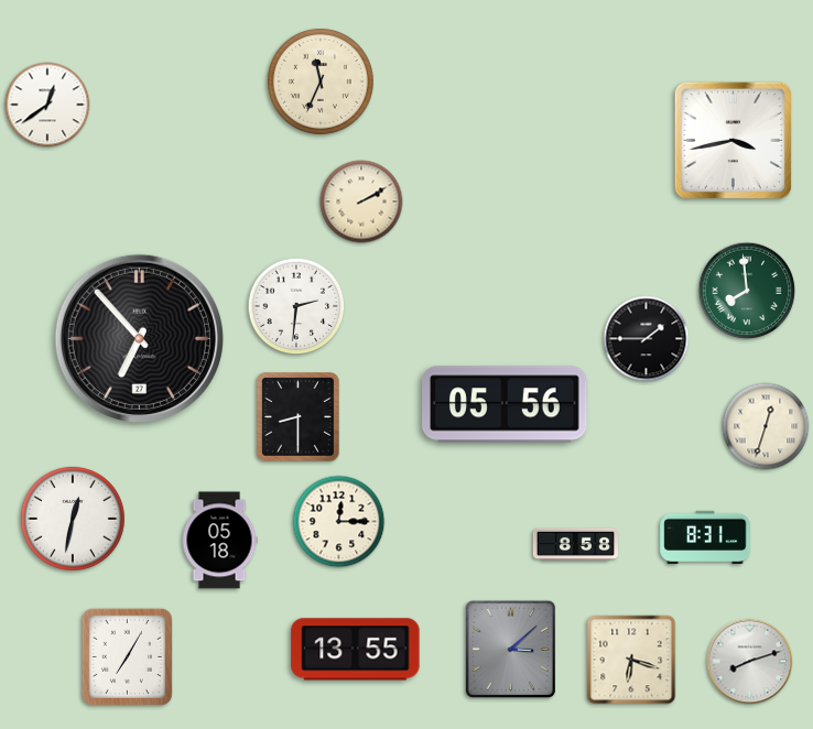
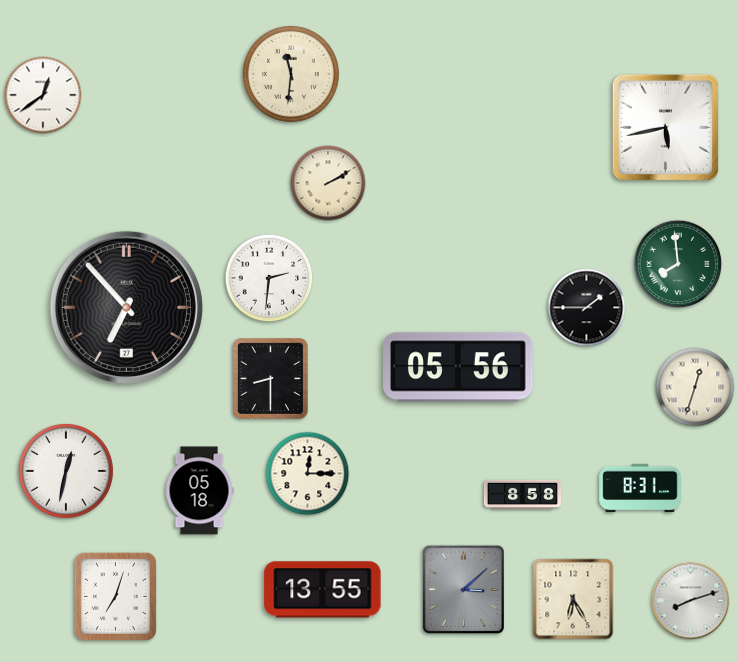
clock at (321, 81): 11:34 -> 11:31
clock at (733, 140): 3:43 -> 5:43
clock at (127, 656): 7:05 -> 7:03
clock at (631, 660): 6:18 -> 6:25
clock at (750, 662) position: (750, 662) -> (691, 601)
